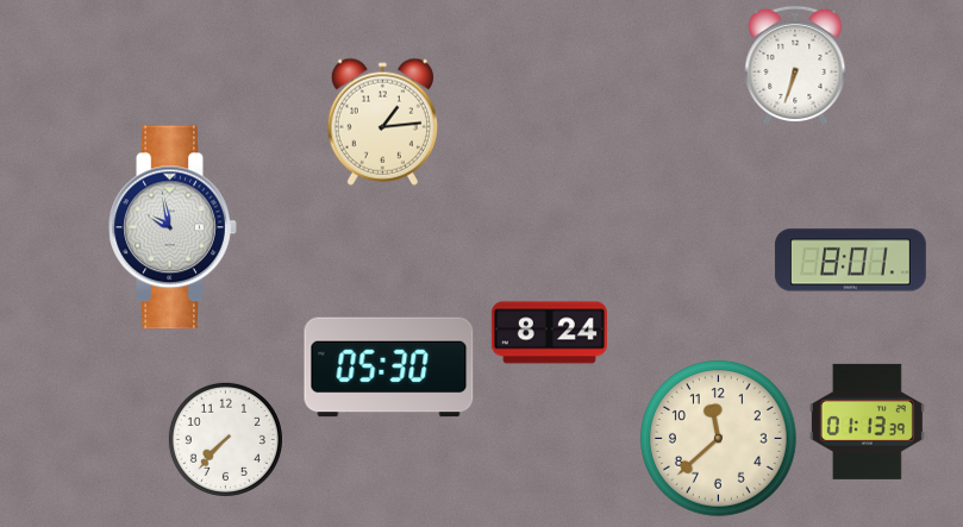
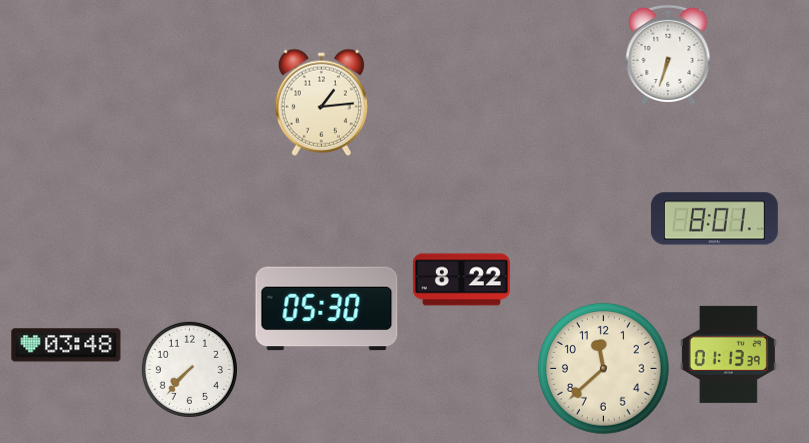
clock at (173, 227): 9:58 -> none
clock at (549, 333): 8:24 -> 8:22
clock at (66, 345): none -> 03:48
